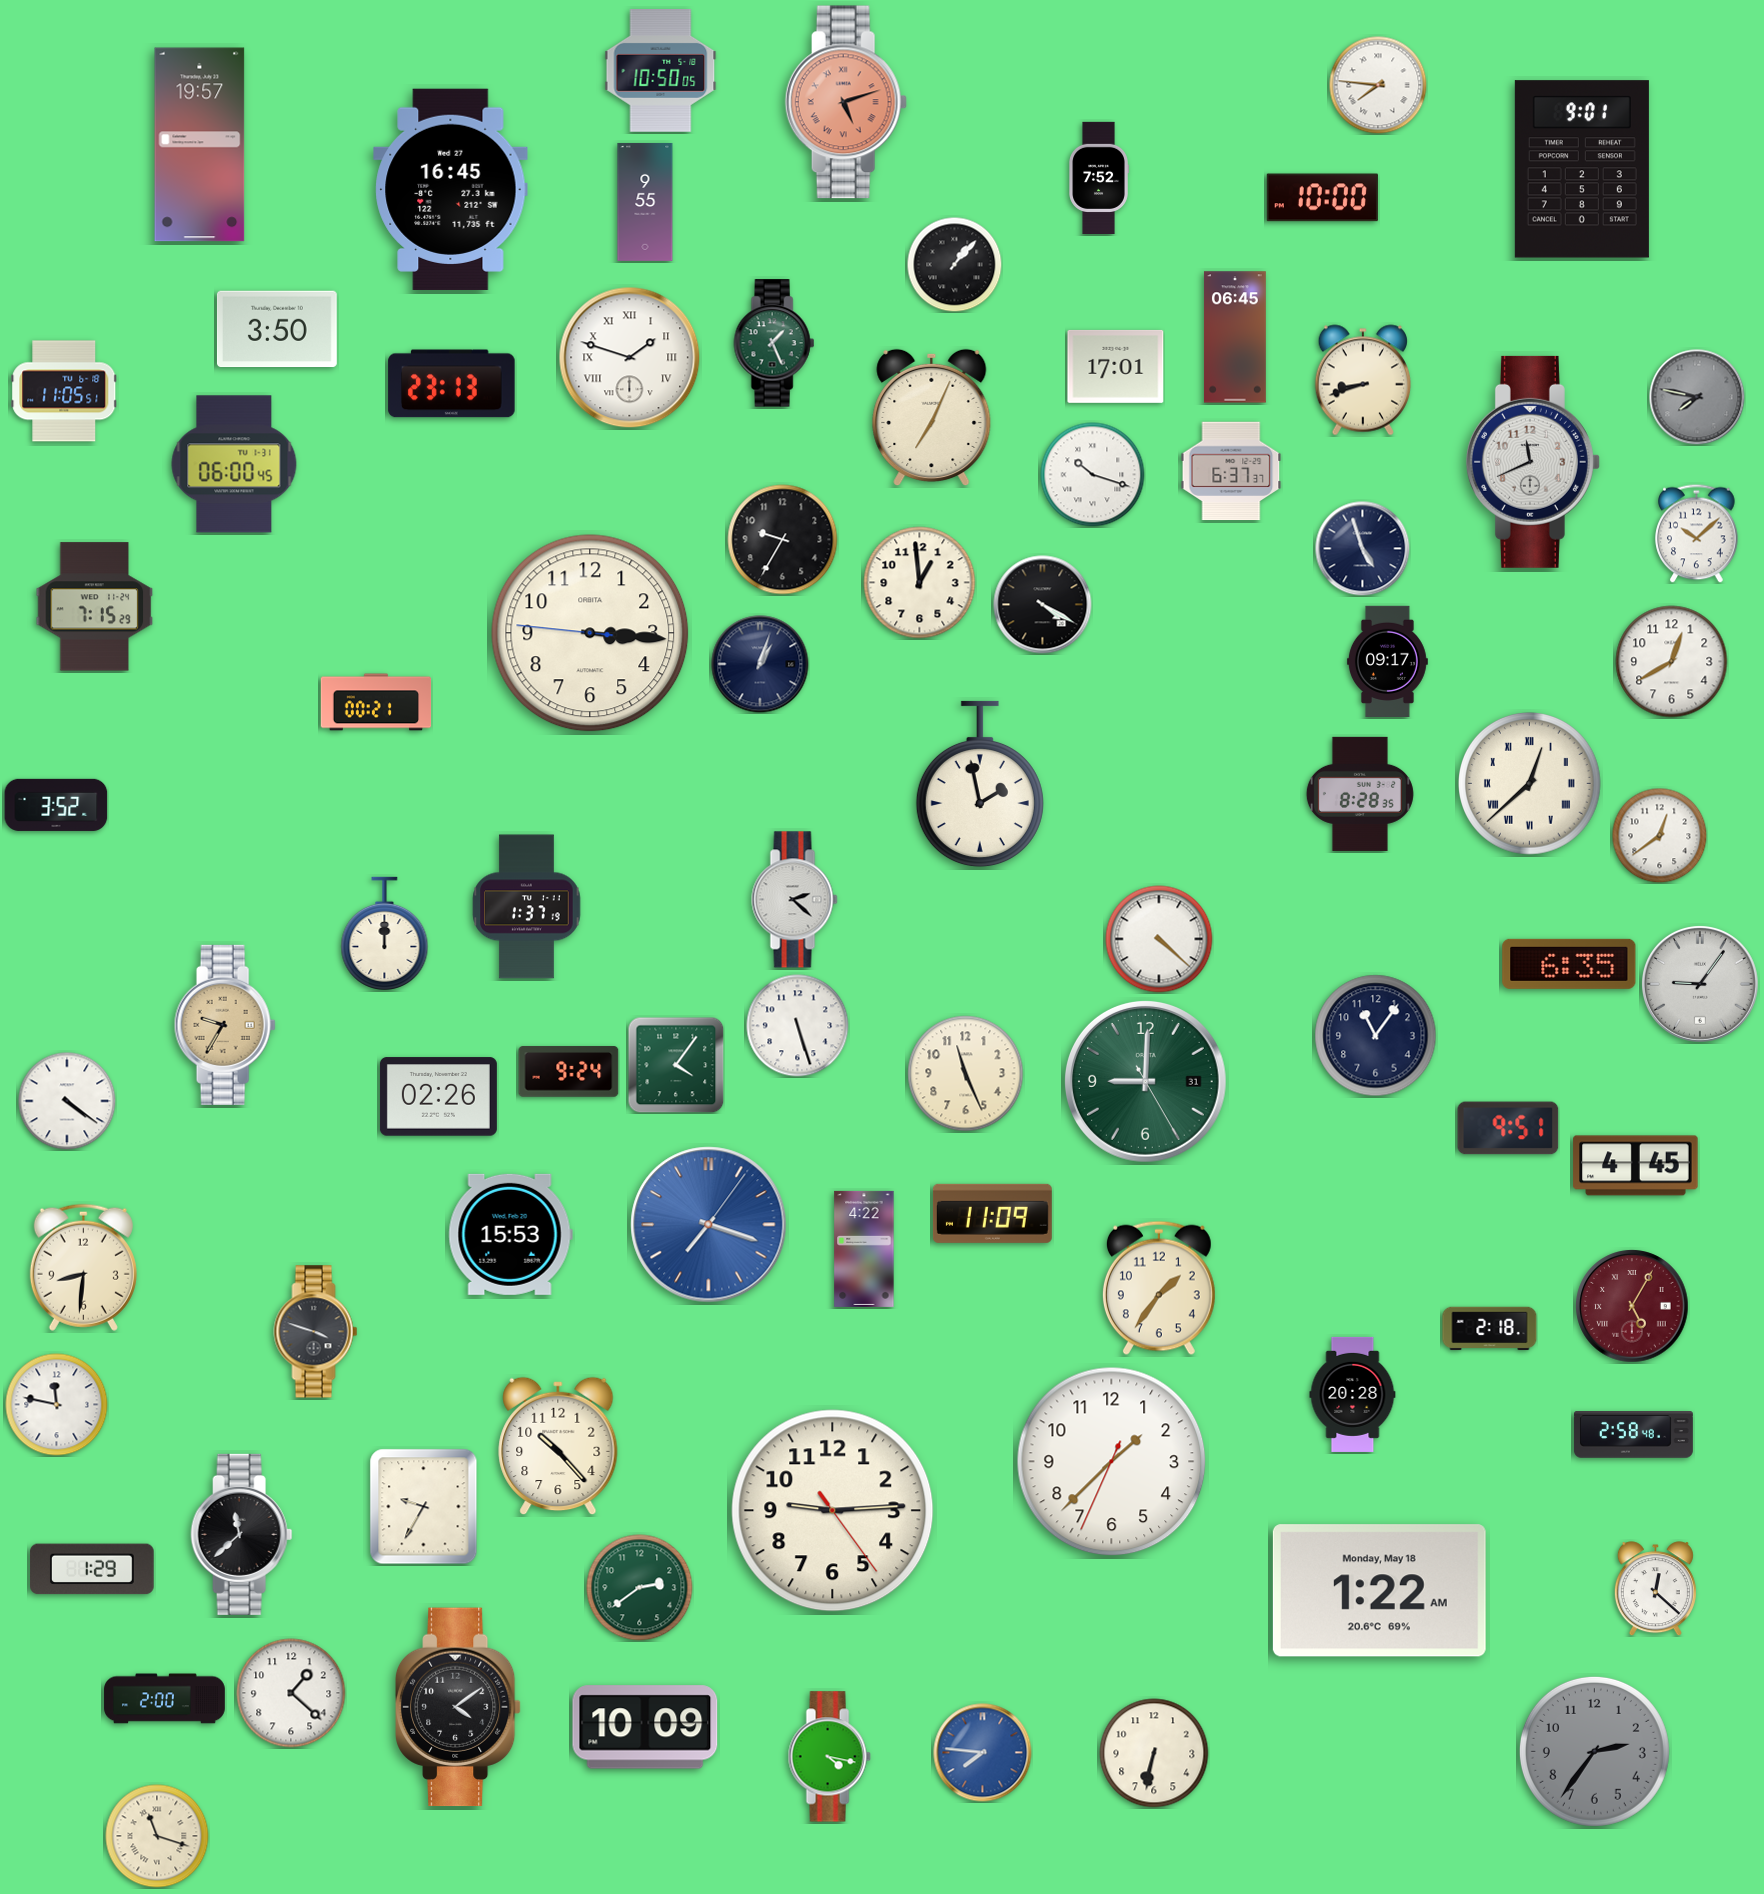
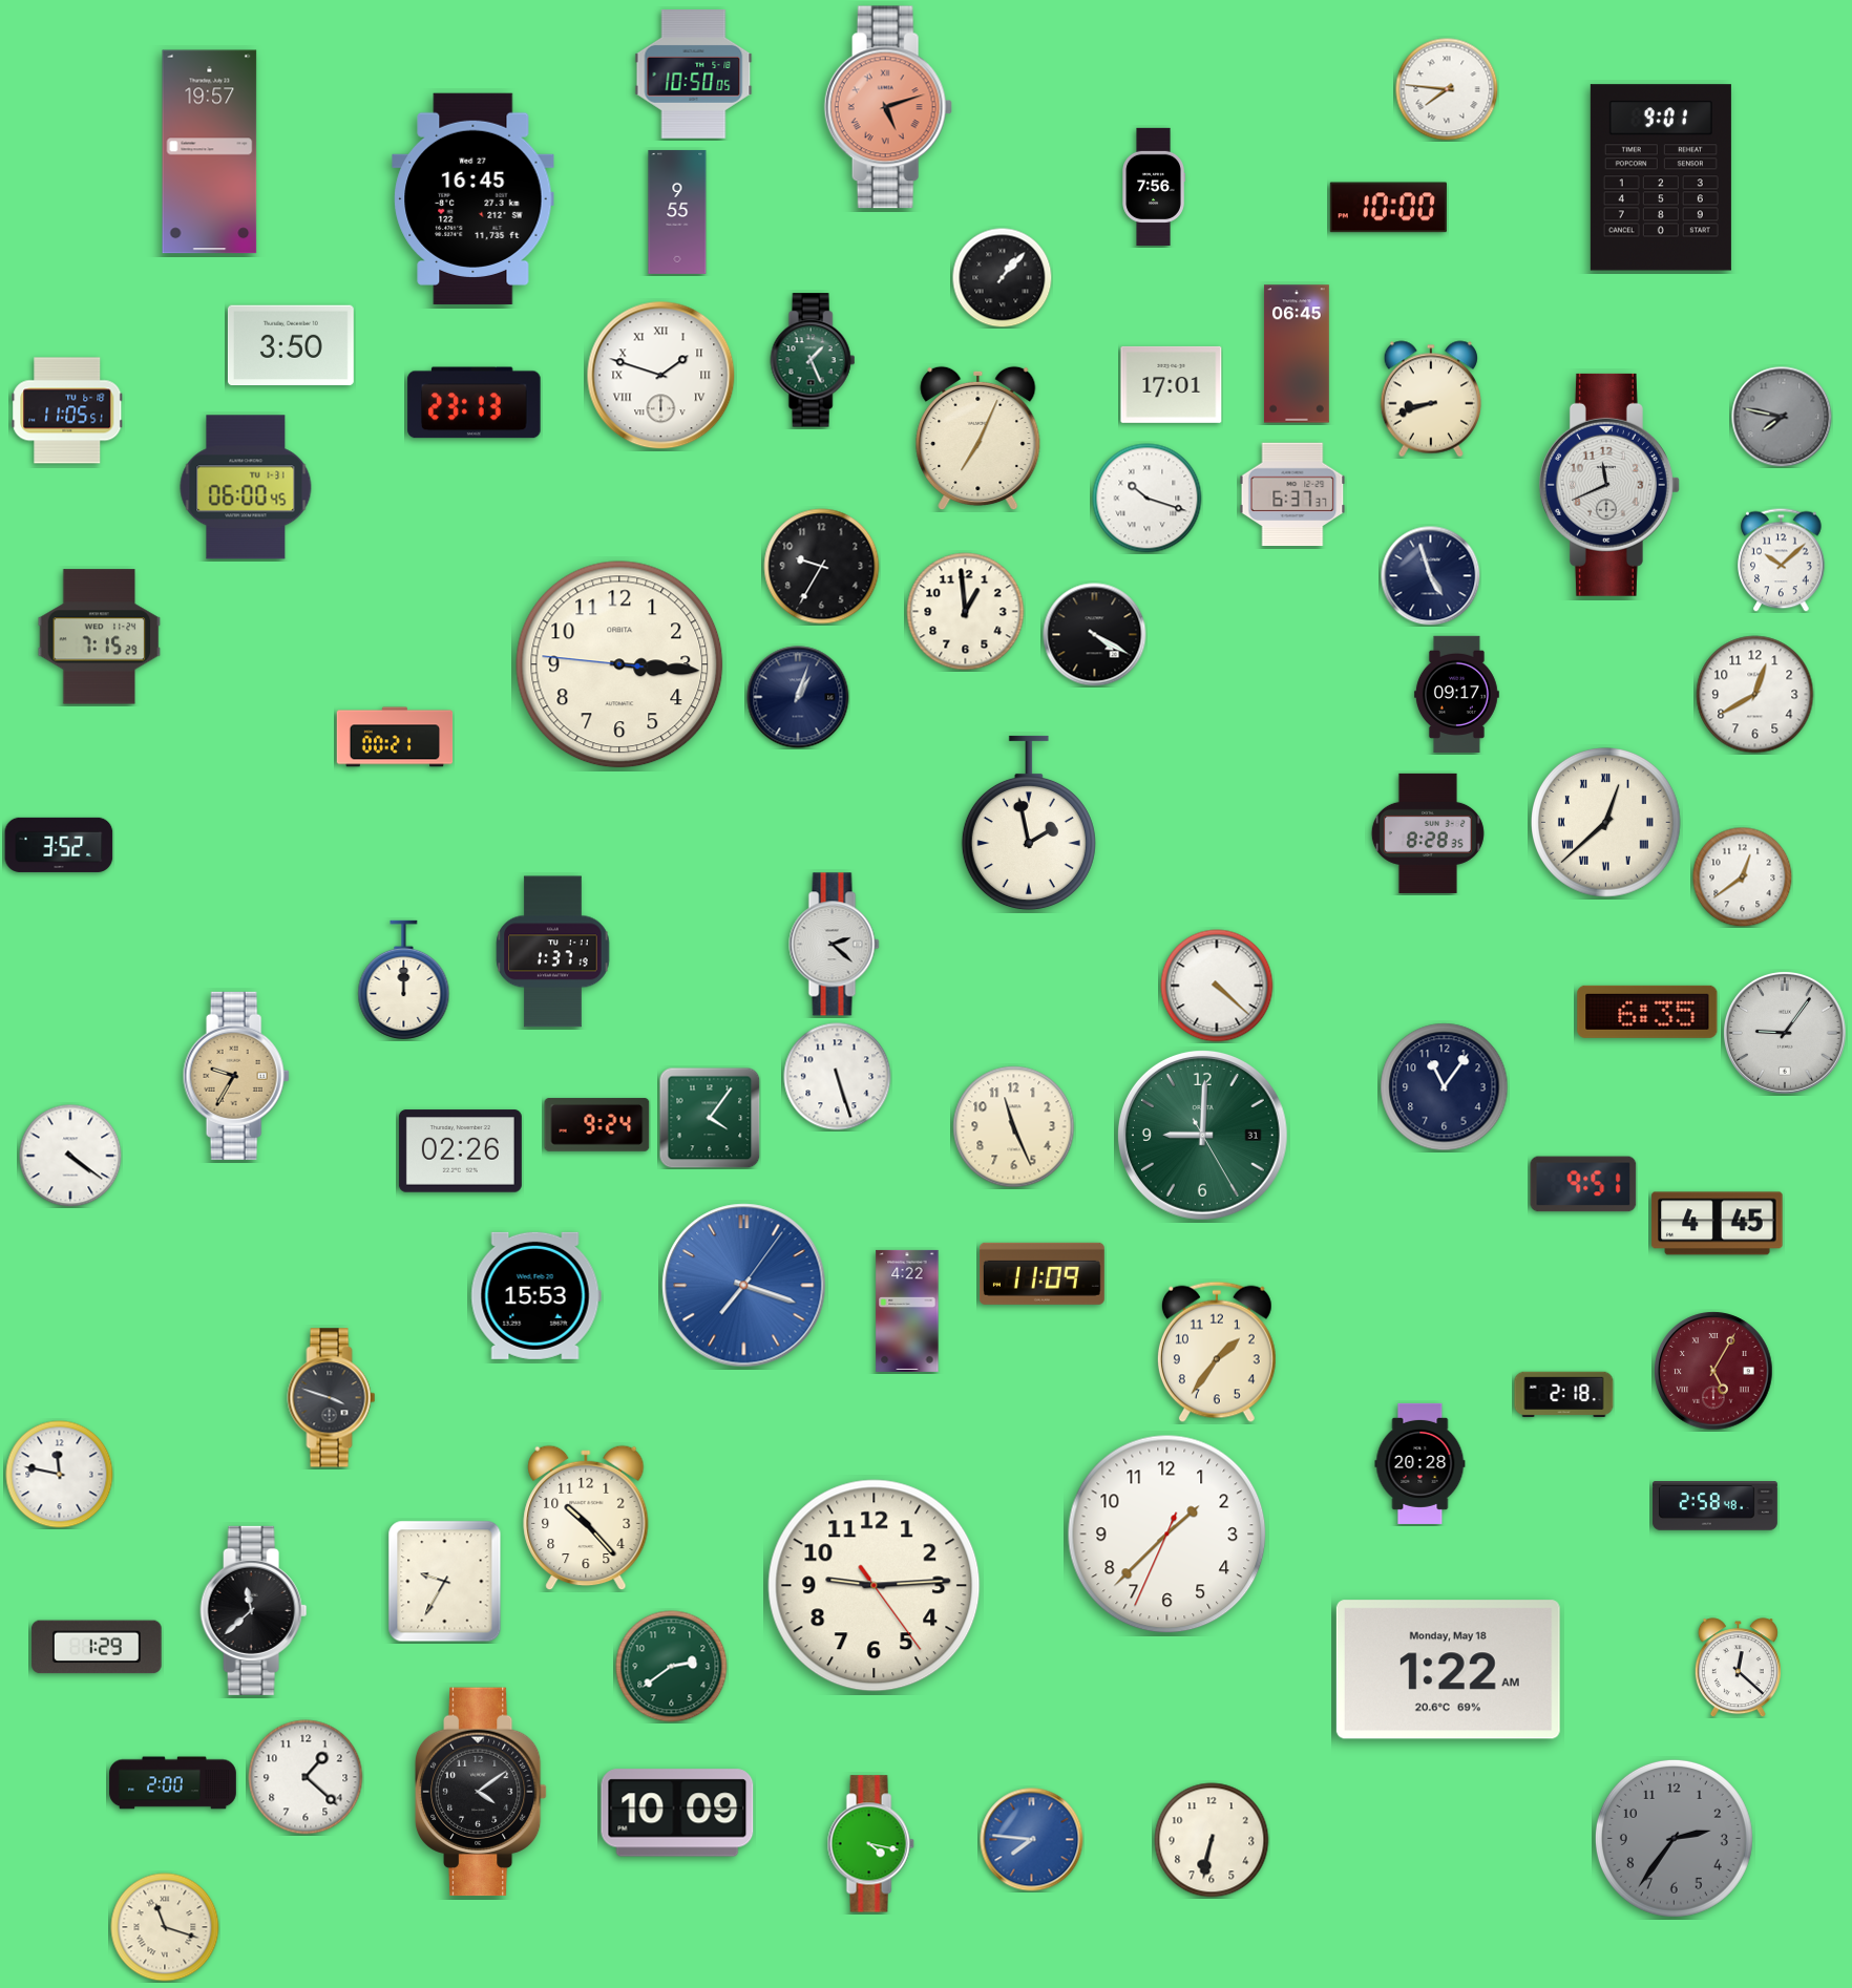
clock at (1099, 177): 7:52 -> 7:56
clock at (83, 1267): 8:31 -> none
